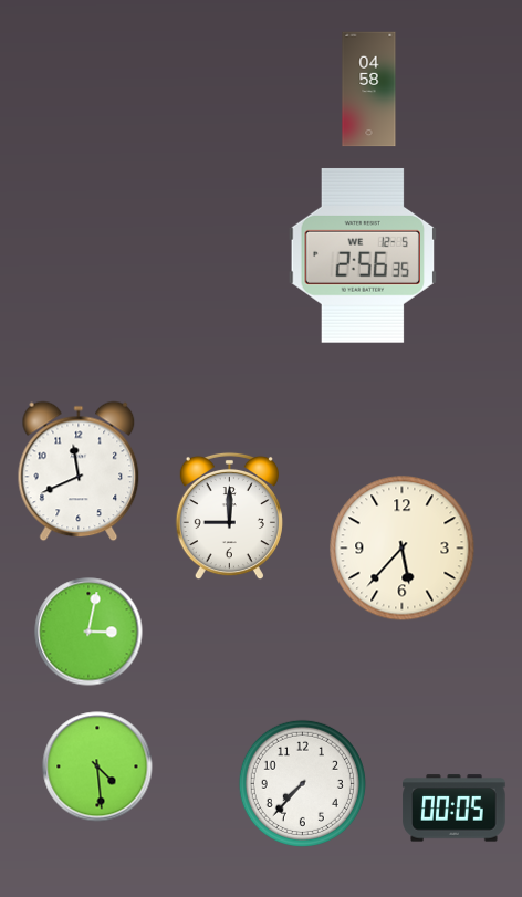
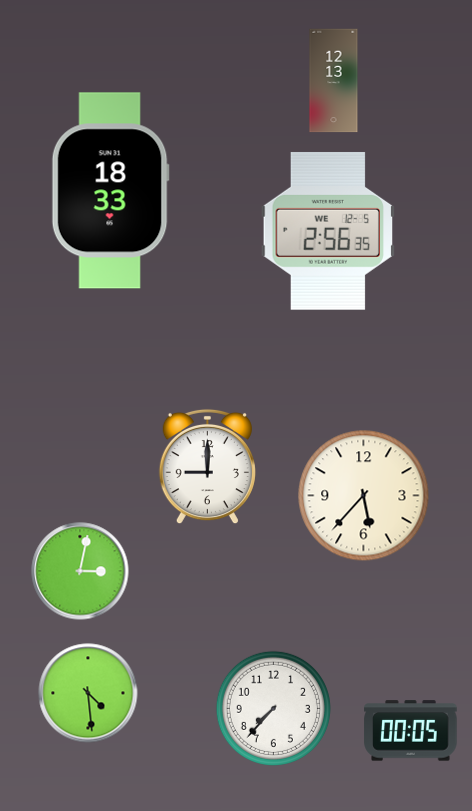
clock at (369, 90): 04:58 -> 12:13
clock at (110, 191): none -> 18:33
clock at (79, 471): 11:41 -> none
